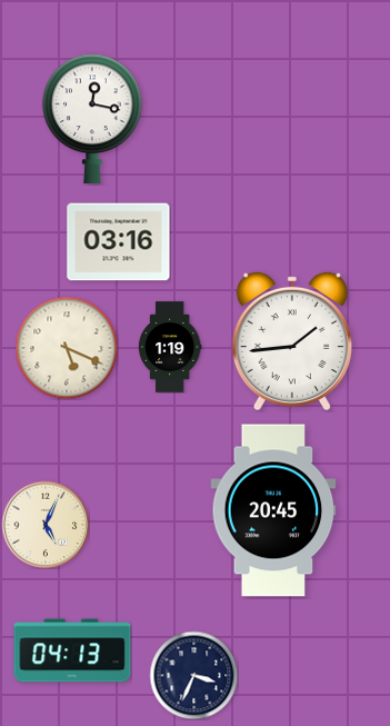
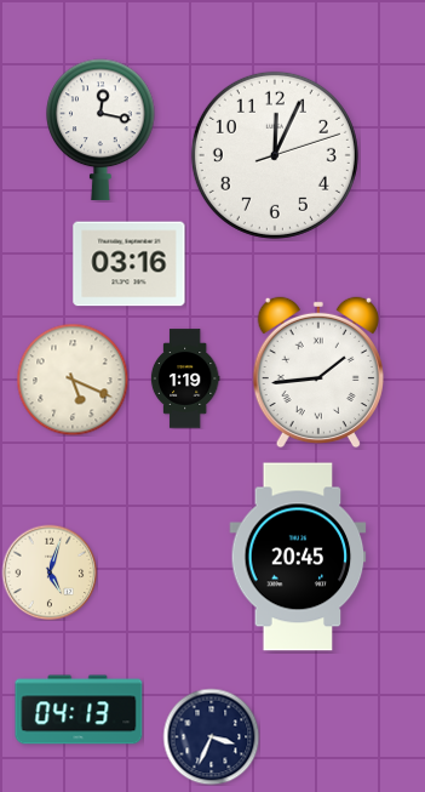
clock at (275, 155): none -> 12:04
clock at (46, 525): 5:04 -> 5:03
